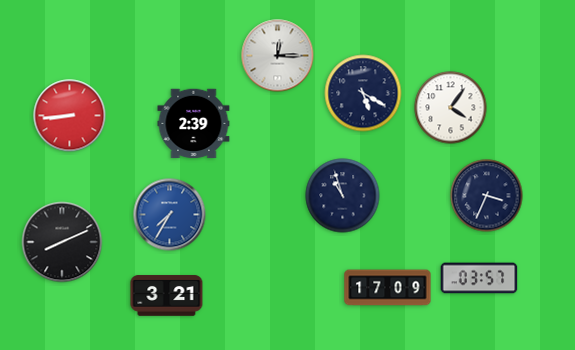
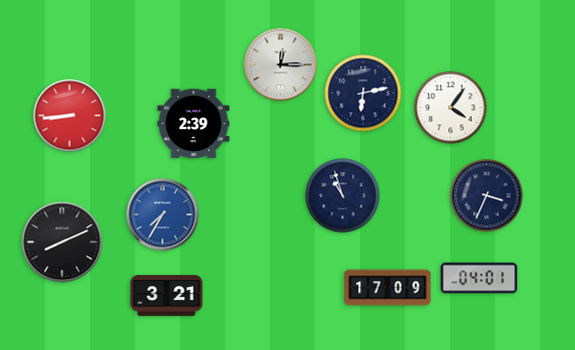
clock at (278, 56) position: (278, 56) -> (281, 65)
clock at (363, 93): 5:20 -> 6:13
clock at (170, 215) position: (170, 215) -> (163, 215)
clock at (479, 278): 03:57 -> 04:01
